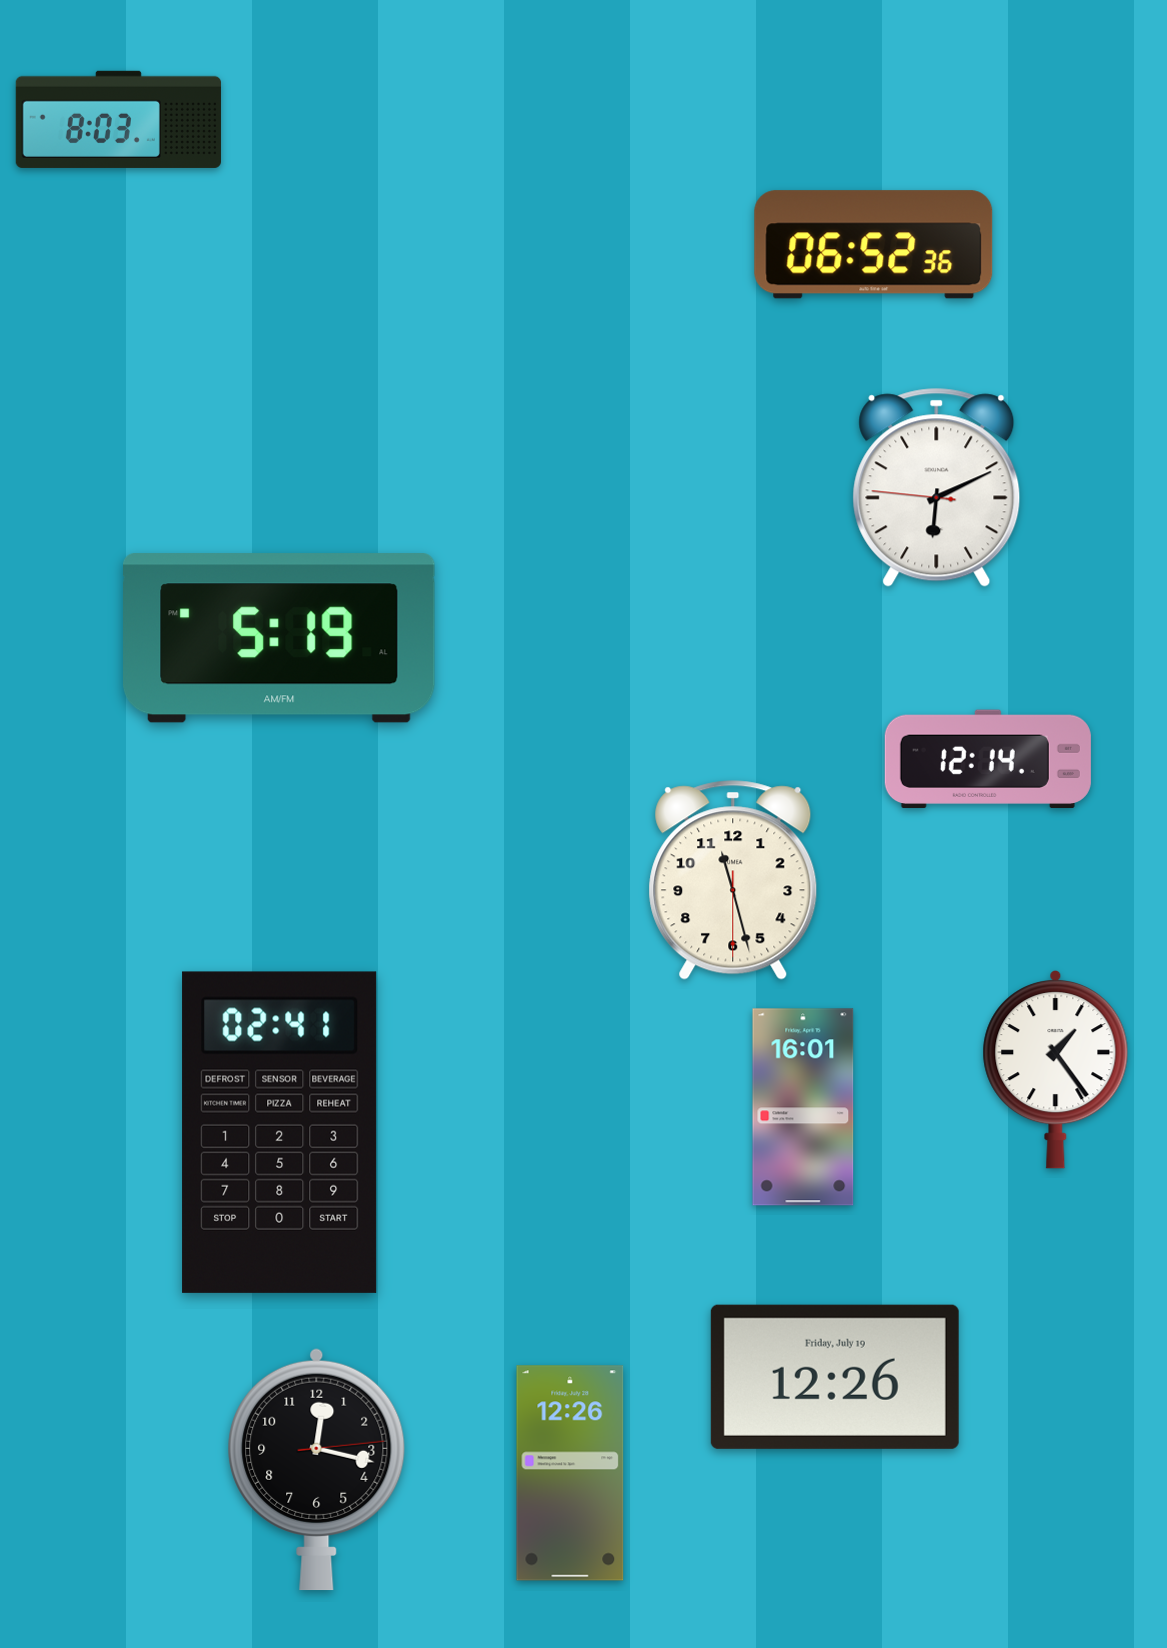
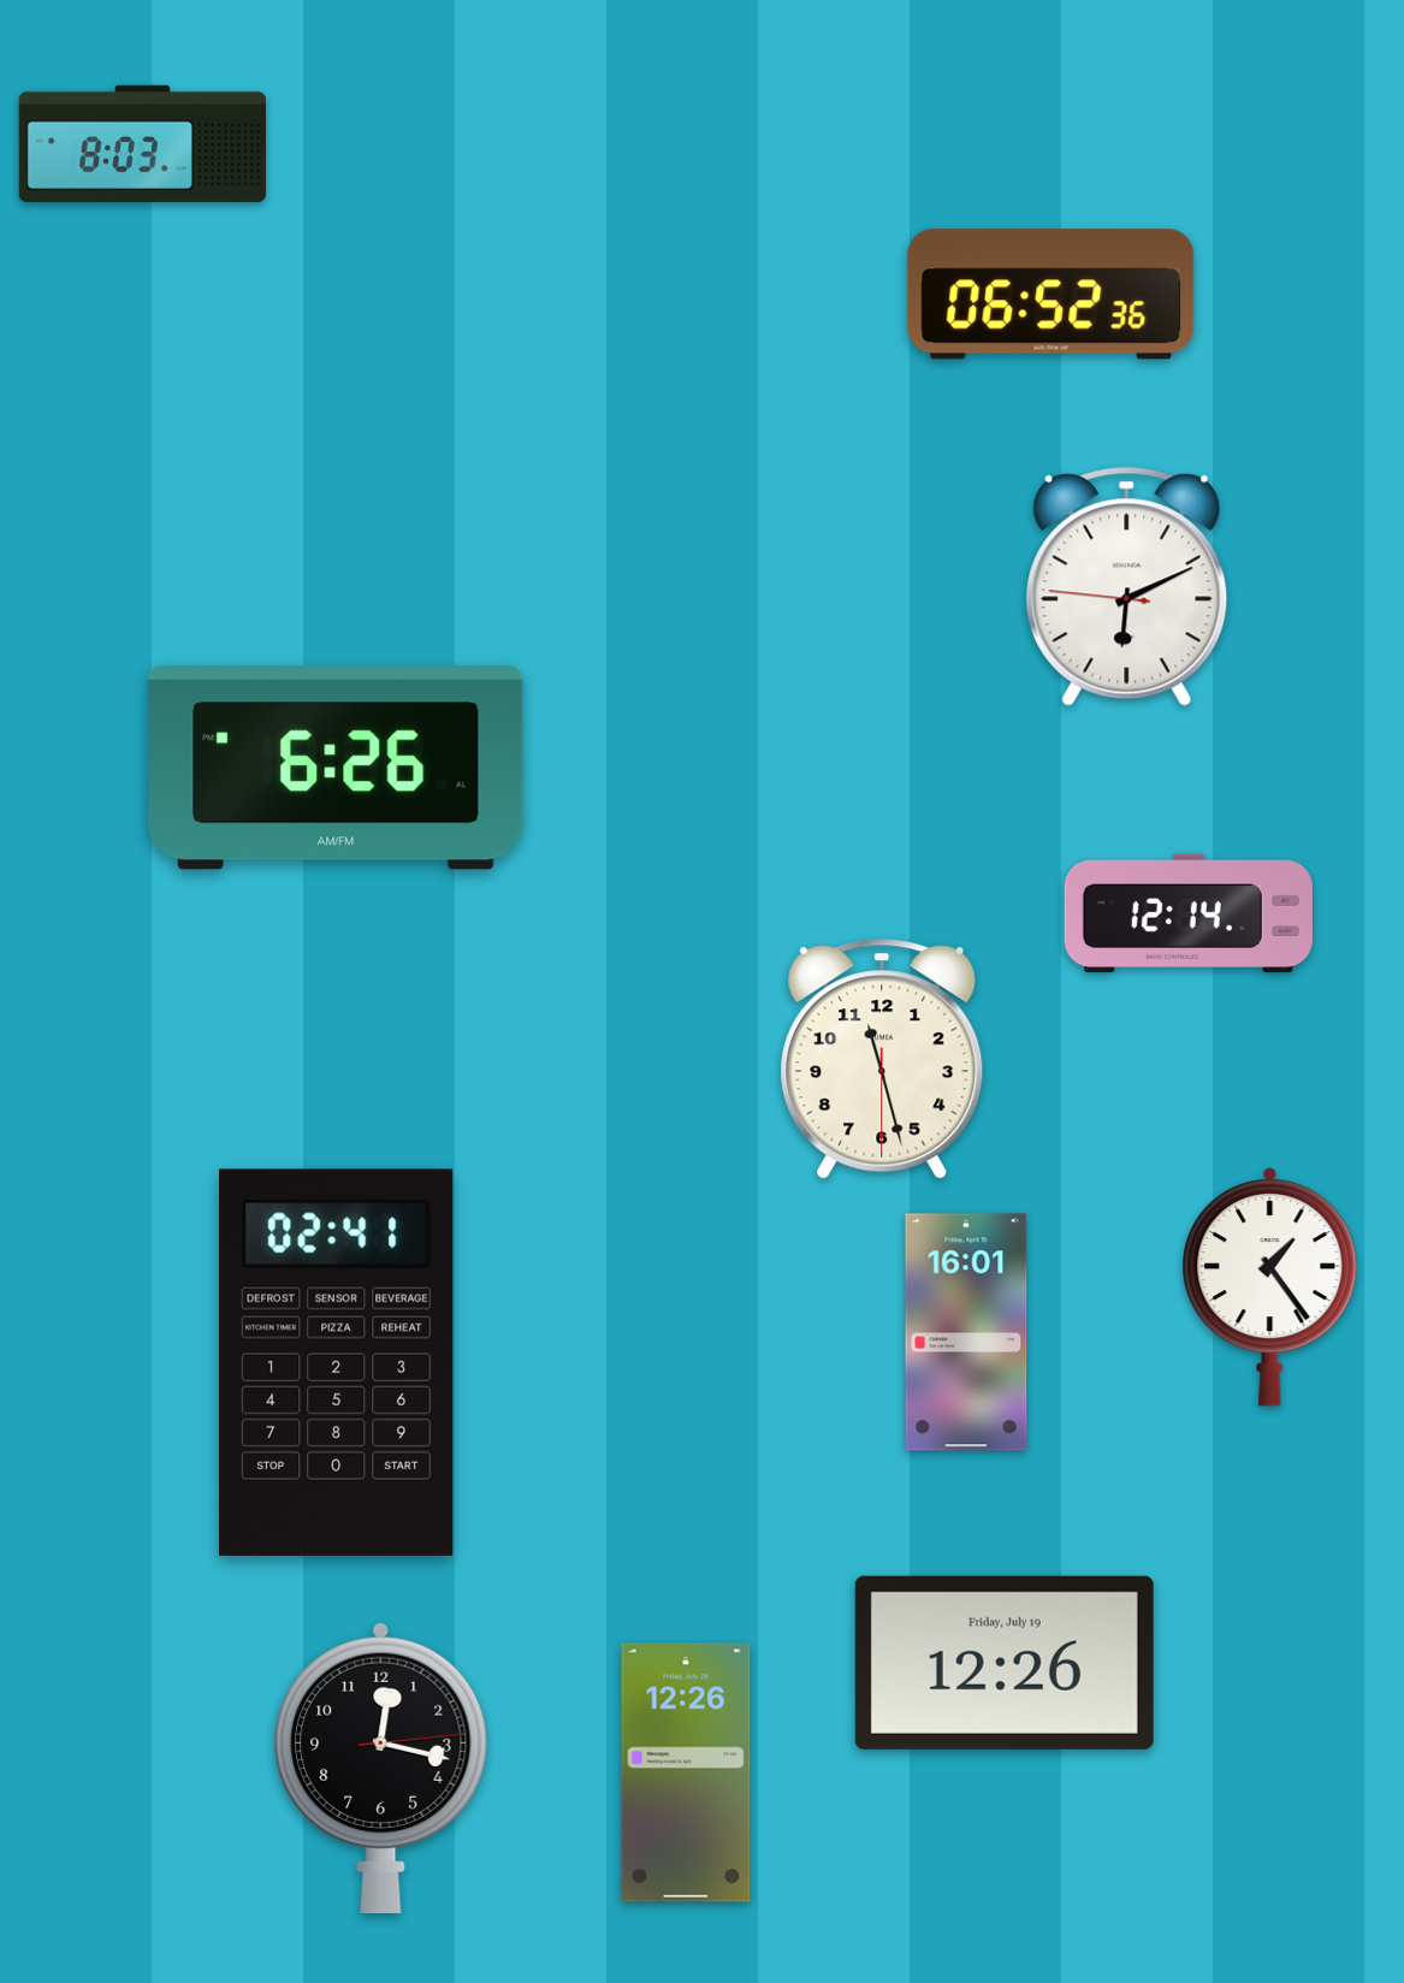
clock at (279, 638): 5:19 -> 6:26
clock at (835, 1377) position: (835, 1377) -> (1005, 1663)
